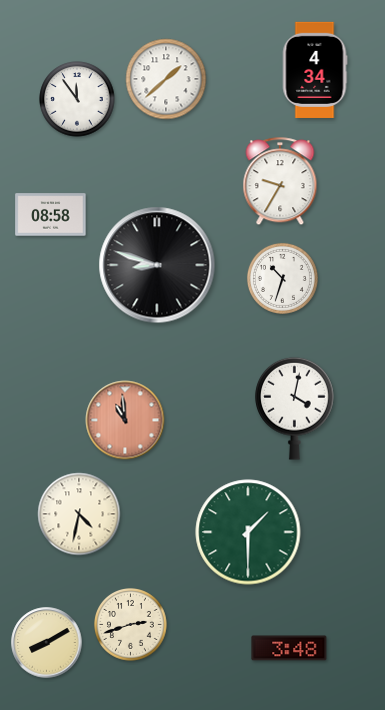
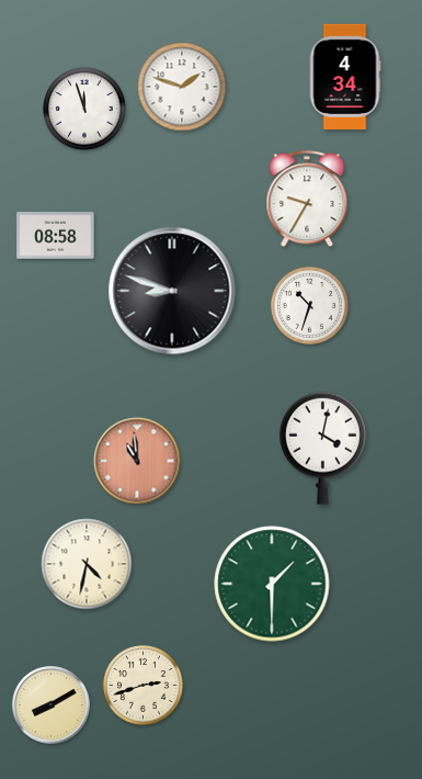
clock at (166, 79): 1:38 -> 1:48
clock at (77, 99): 11:54 -> 11:57
clock at (289, 648): 3:48 -> none
